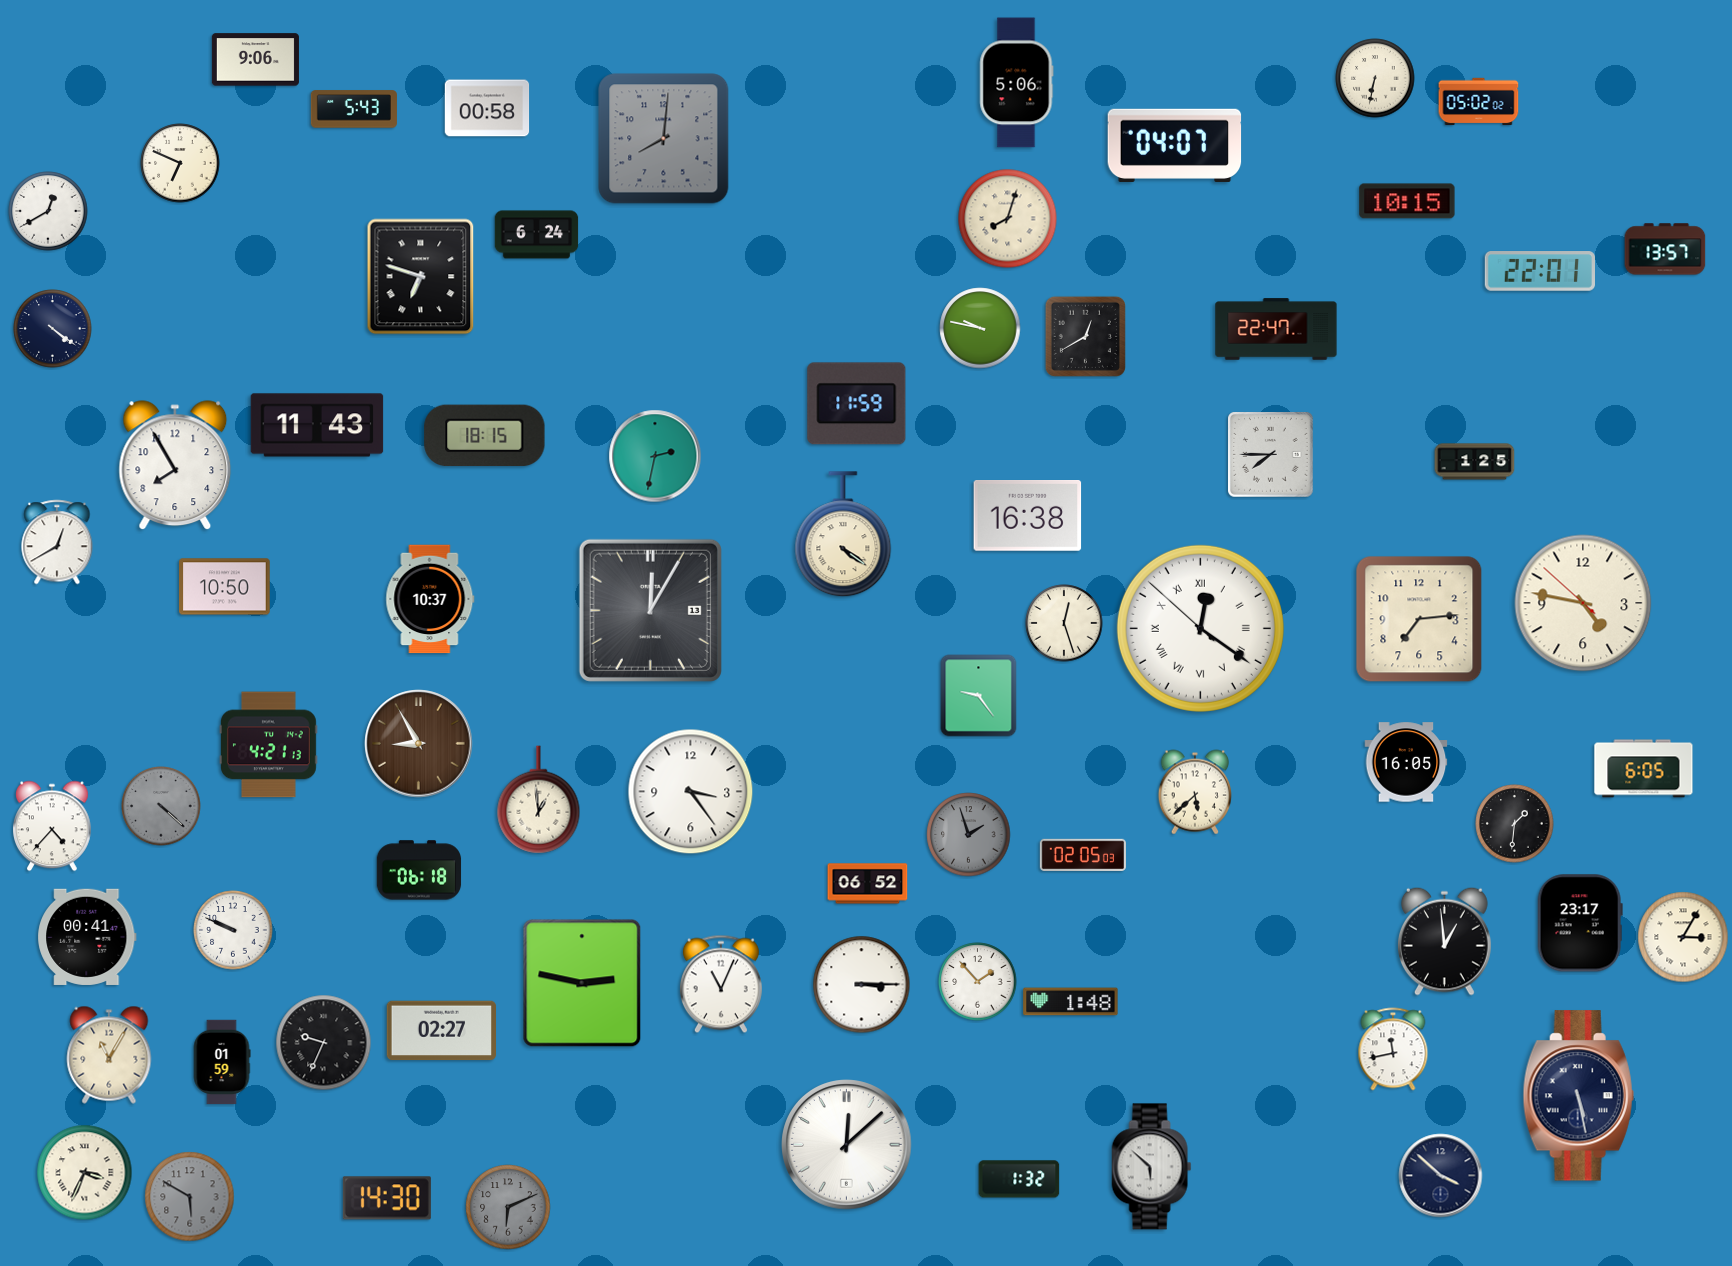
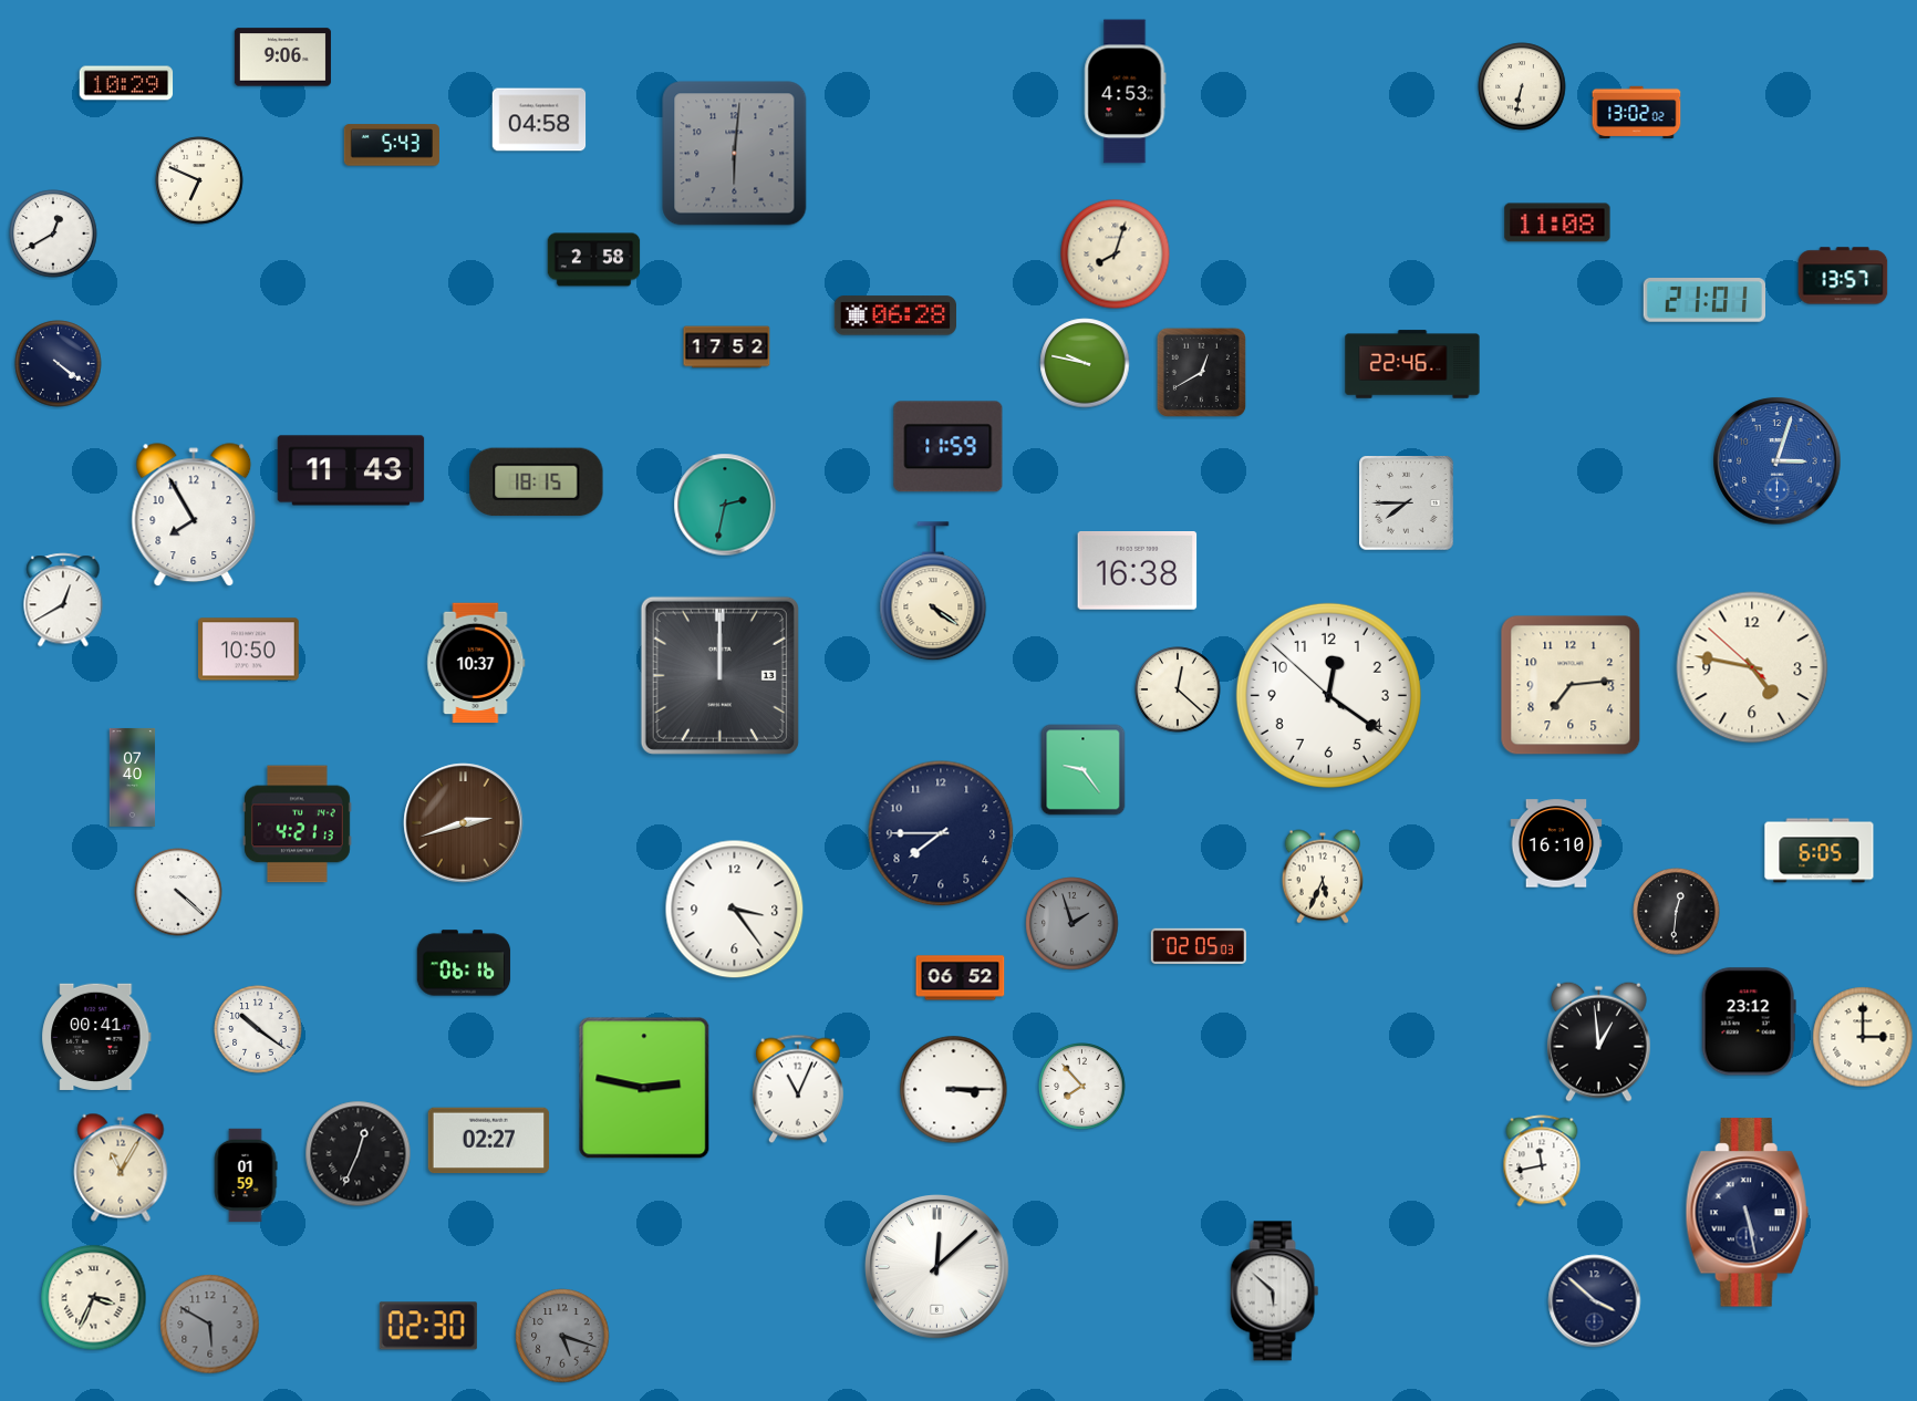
clock at (255, 60) position: (255, 60) -> (282, 58)
clock at (126, 83): none -> 10:29
clock at (1017, 83): 5:06 -> 4:53
clock at (1479, 102): 05:02 -> 13:02
clock at (487, 108): 00:58 -> 04:58
clock at (354, 109) position: (354, 109) -> (392, 145)
clock at (664, 139): 8:01 -> 6:01
clock at (1175, 145): 04:07 -> none
clock at (1407, 201): 10:15 -> 11:08
clock at (1008, 219) position: (1008, 219) -> (1116, 255)
clock at (537, 235): 6:24 -> 2:58
clock at (1539, 271): 22:01 -> 21:01
clock at (421, 277): 6:48 -> none
clock at (894, 315): none -> 06:28
clock at (727, 347): none -> 17:52
clock at (1276, 329): 22:47 -> 22:46
clock at (1778, 461): none -> 3:03
clock at (1475, 462): 1:25 -> none
clock at (650, 610): 12:05 -> 12:00
clock at (1064, 623): 12:27 -> 12:22
clock at (1200, 628) numerals: Roman -> Arabic
clock at (133, 777): none -> 07:40
clock at (419, 744): 8:55 -> 2:42
clock at (941, 833): none -> 7:45
clock at (1406, 762): 16:05 -> 16:10
clock at (691, 792) position: (691, 792) -> (735, 910)
clock at (1195, 792): 5:38 -> 5:34
clock at (539, 800): 12:59 -> none
clock at (161, 806) dial: grey -> white
clock at (1515, 824): 1:31 -> 12:31
clock at (53, 826): 4:37 -> none
clock at (419, 870): 06:18 -> 06:16
clock at (1580, 923): 23:17 -> 23:12
clock at (233, 930): 9:49 -> 10:21
clock at (1683, 937): 3:05 -> 3:00
clock at (978, 982): 1:53 -> 7:53
clock at (1071, 1002): 1:48 -> none
clock at (324, 1043): 9:34 -> 12:34
clock at (1019, 1179): 1:32 -> none
clock at (387, 1198): 14:30 -> 02:30
clock at (508, 1207): 6:11 -> 5:18
